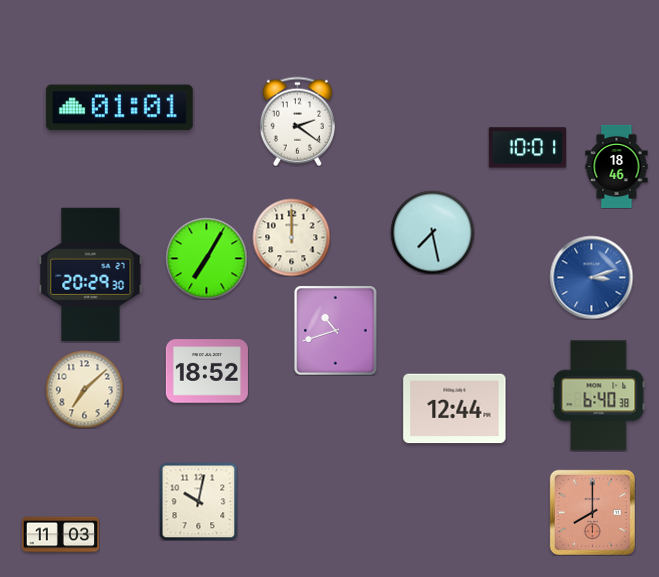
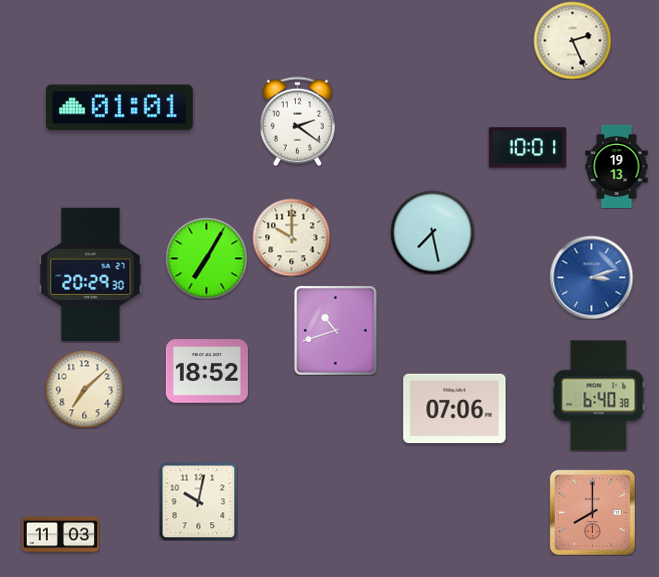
clock at (572, 40): none -> 2:26
clock at (617, 166): 18:46 -> 19:13
clock at (291, 237): 12:00 -> 10:00
clock at (455, 409): 12:44 -> 07:06
